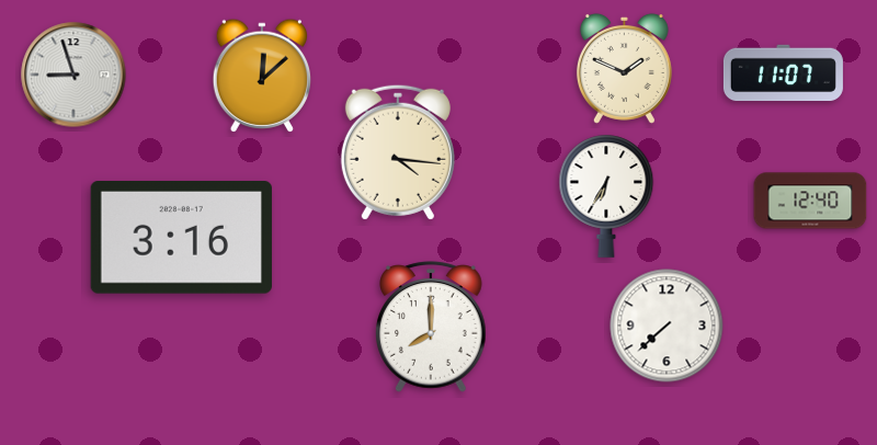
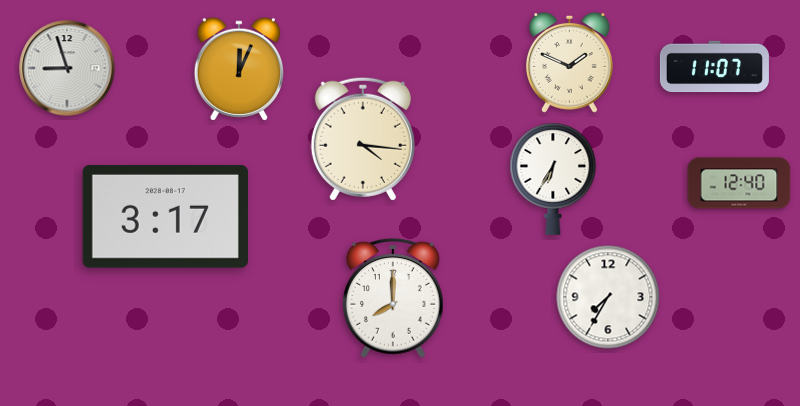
clock at (261, 76): 12:08 -> 12:04
clock at (181, 238): 3:16 -> 3:17
clock at (667, 326): 7:38 -> 7:35
